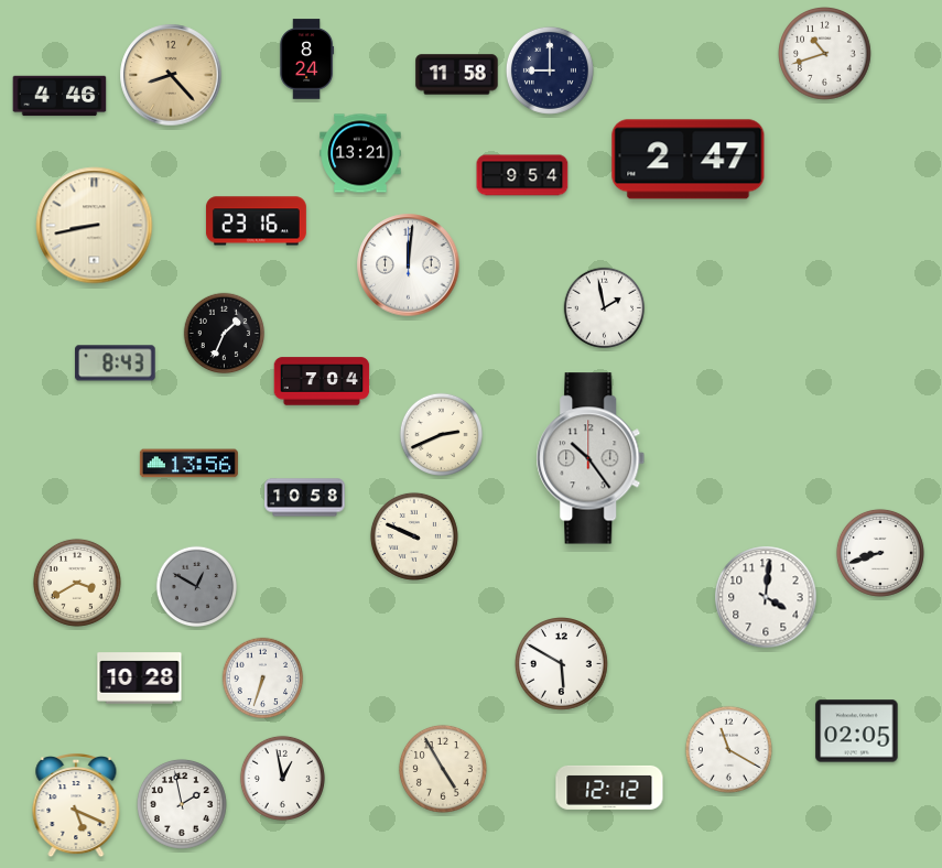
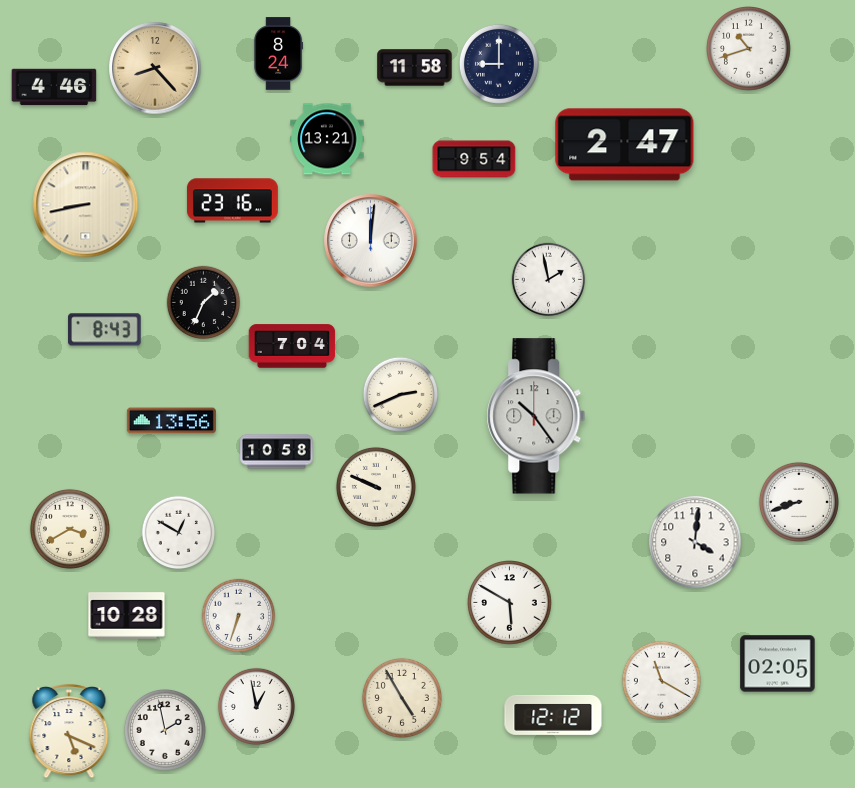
clock at (197, 587) dial: grey -> white
